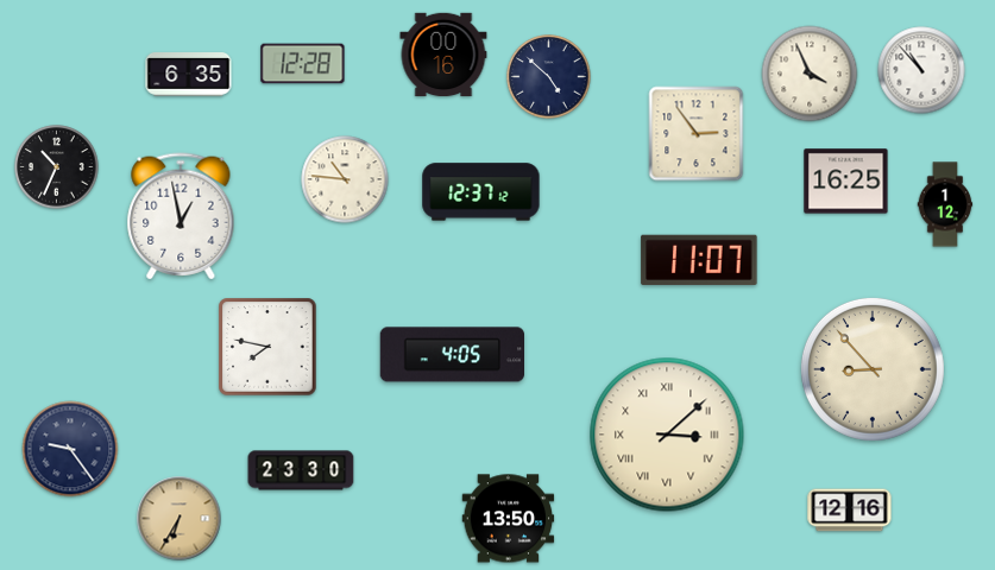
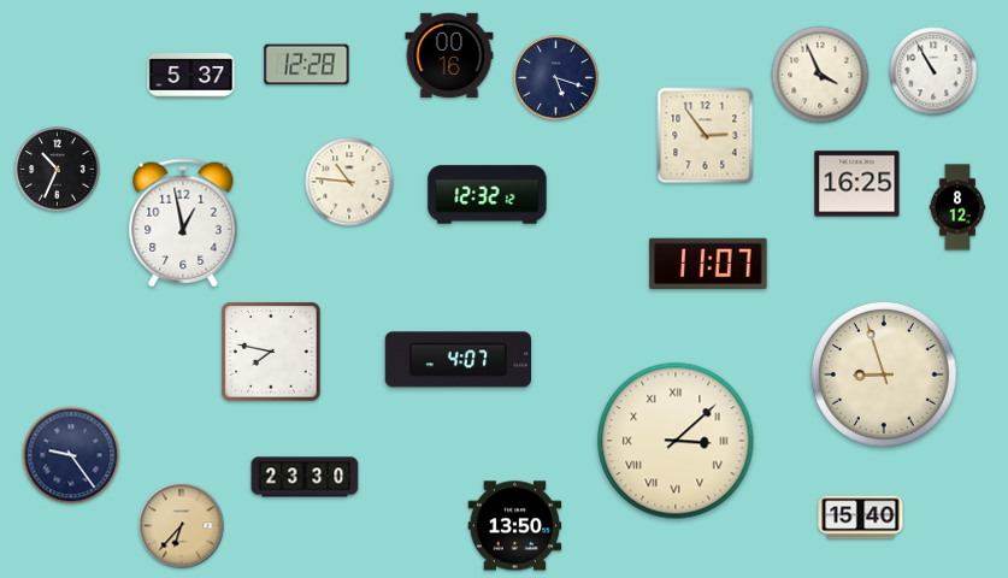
clock at (921, 70): 10:53 -> 10:55
clock at (189, 75): 6:35 -> 5:37
clock at (549, 77): 4:52 -> 5:18
clock at (481, 192): 12:37 -> 12:32
clock at (945, 204): 1:12 -> 8:12
clock at (181, 216) position: (181, 216) -> (183, 223)
clock at (452, 355): 4:05 -> 4:07
clock at (873, 369): 8:53 -> 8:57
clock at (850, 511): 12:16 -> 15:40
clock at (180, 519): 6:35 -> 6:37
